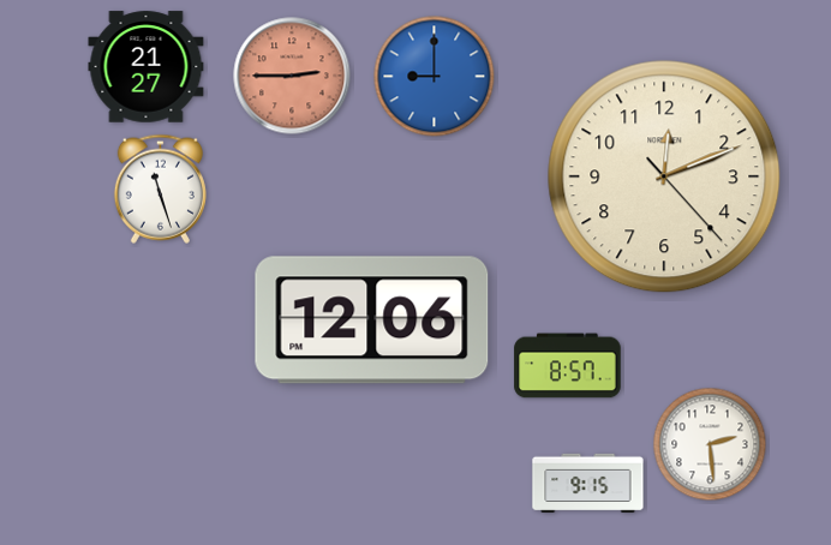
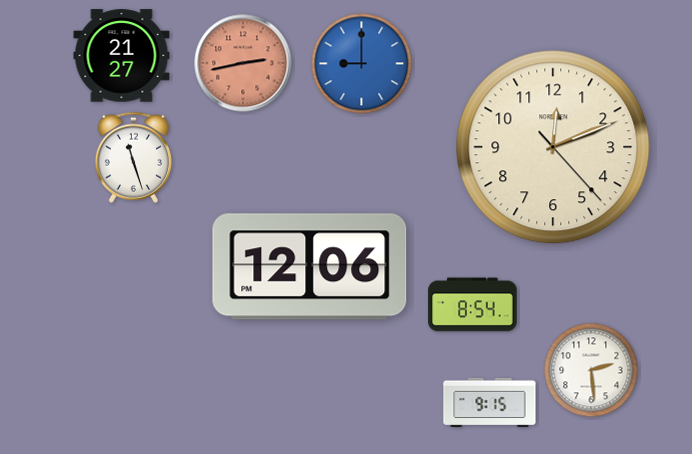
clock at (292, 76): 2:45 -> 2:43
clock at (568, 366): 8:57 -> 8:54
